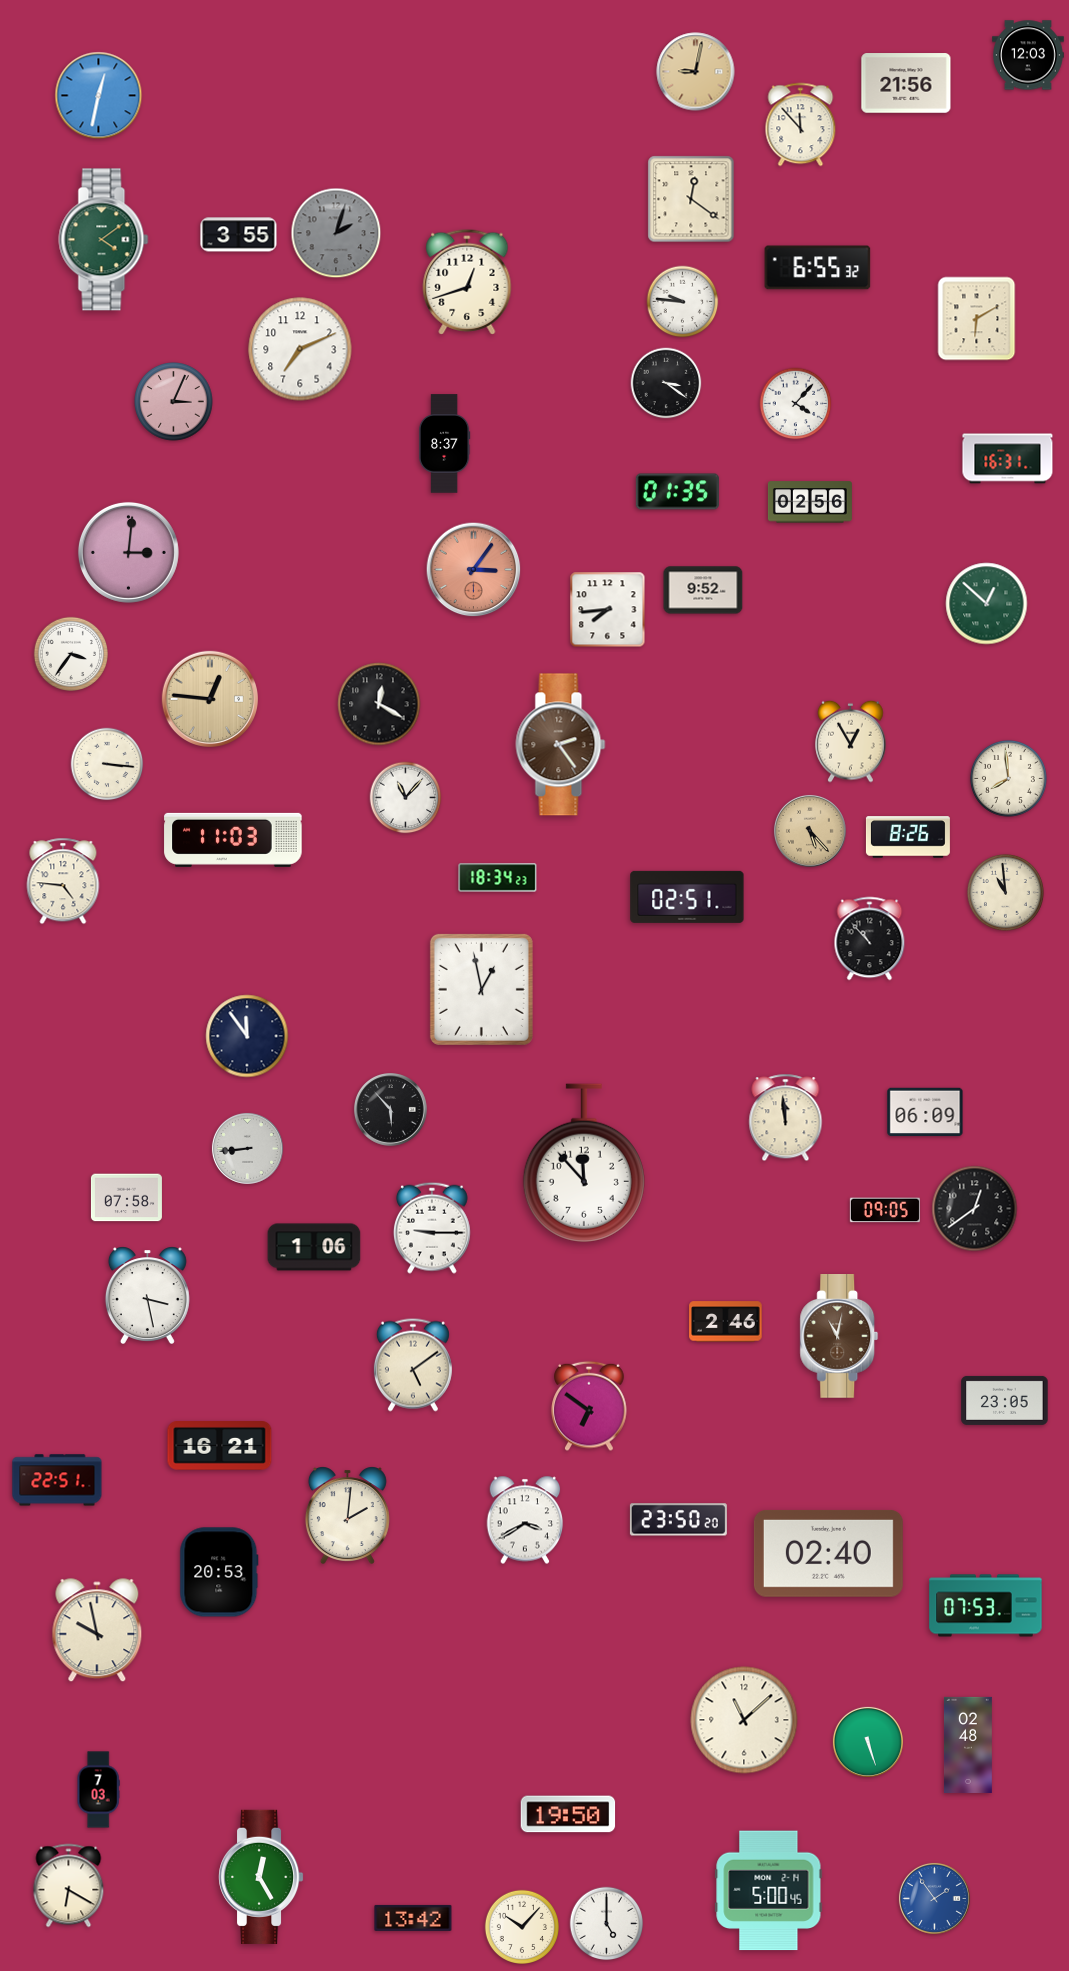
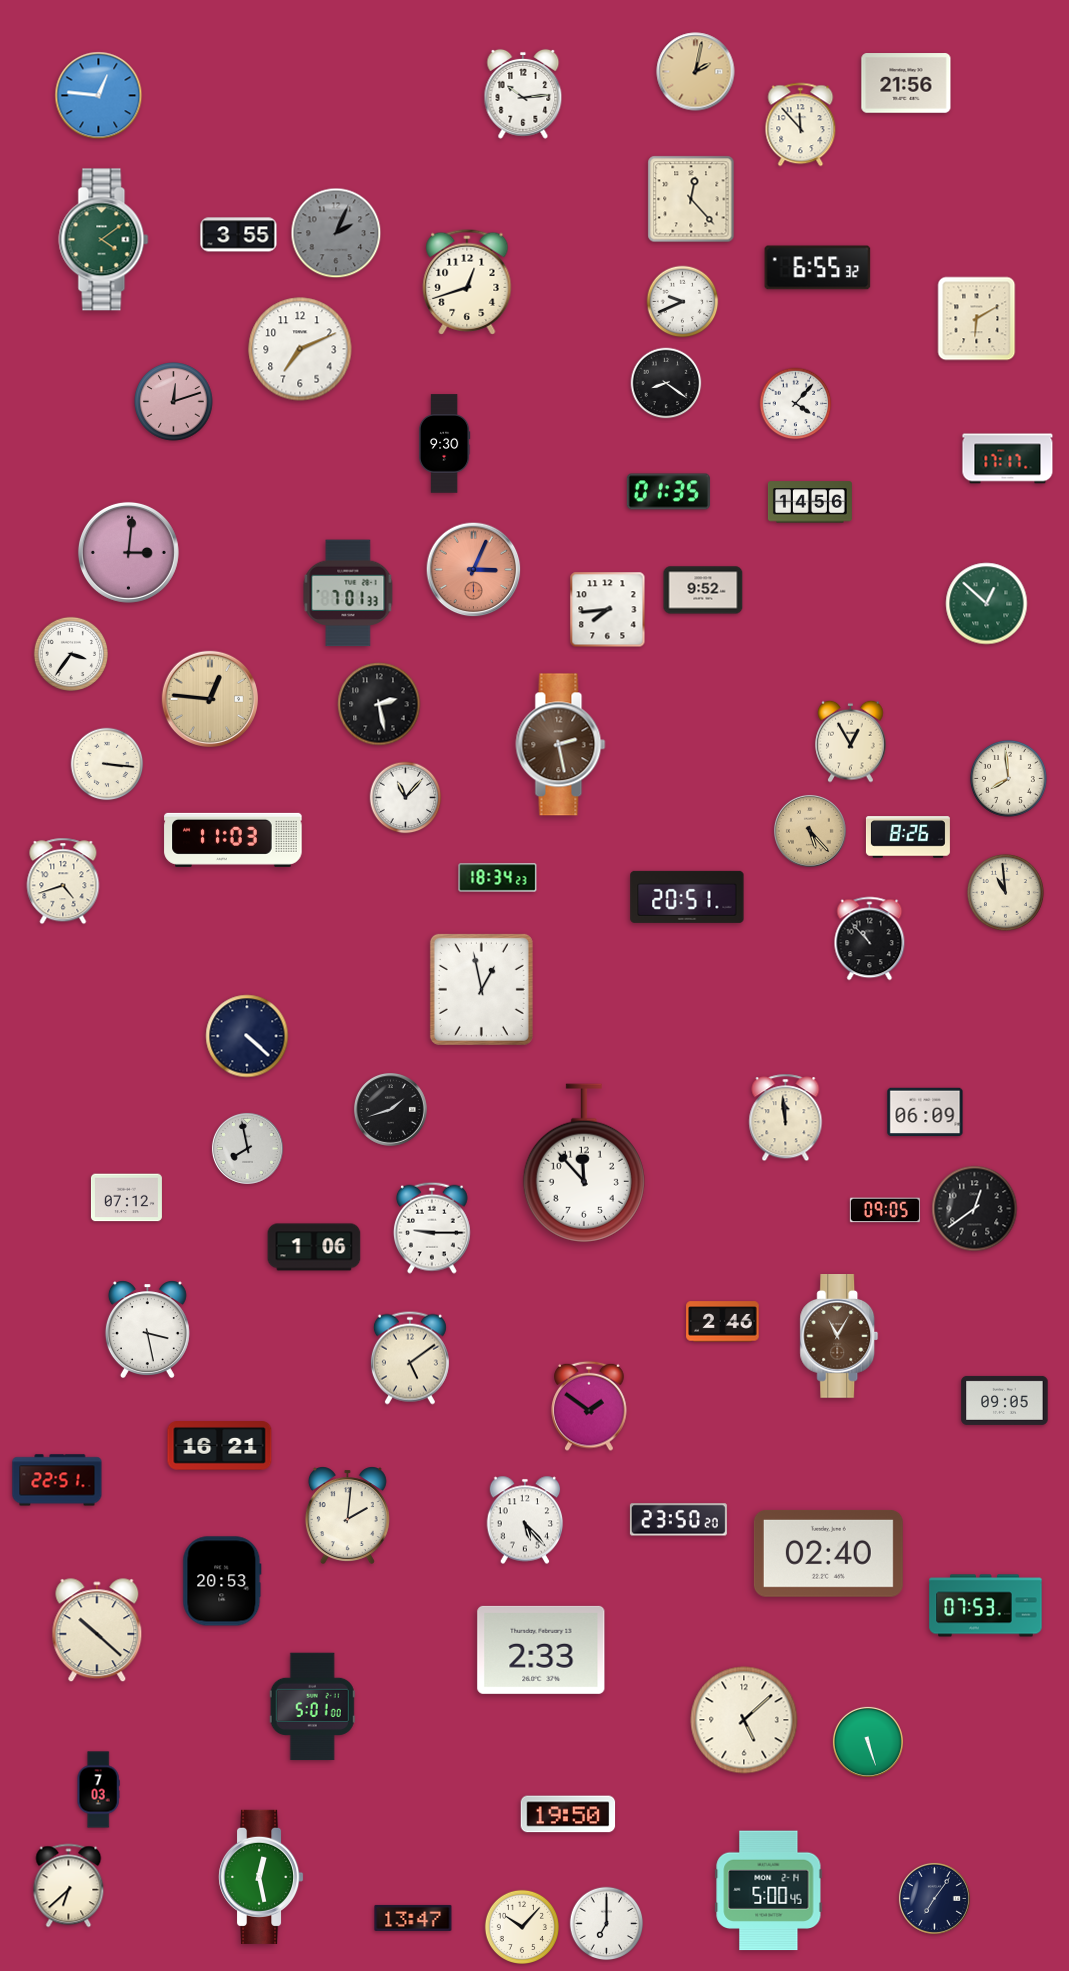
clock at (1029, 55): 12:03 -> none
clock at (696, 72): 9:02 -> 2:02
clock at (523, 94): none -> 10:14
clock at (99, 96): 12:32 -> 12:46
clock at (691, 199): 12:21 -> 12:23
clock at (336, 233): 2:03 -> 2:04
clock at (683, 302): 9:46 -> 9:41
clock at (666, 383): 3:21 -> 8:21
clock at (174, 402): 3:04 -> 12:12
clock at (444, 444): 8:37 -> 9:30
clock at (1008, 459): 16:31 -> 17:17
clock at (677, 492) position: (677, 492) -> (668, 492)
clock at (810, 502): 02:56 -> 14:56
clock at (474, 570): 3:06 -> 3:04
clock at (348, 593): none -> 7:01
clock at (379, 704): 12:20 -> 2:28
clock at (561, 745): 2:24 -> 2:28
clock at (63, 881): 4:46 -> 4:42
clock at (687, 897): 02:51 -> 20:51
clock at (247, 1036): 11:54 -> 4:22
clock at (391, 1110): 5:53 -> 1:42
clock at (247, 1148): 8:44 -> 7:58
clock at (126, 1198): 07:58 -> 07:12
clock at (147, 1295) position: (147, 1295) -> (147, 1329)
clock at (726, 1322) position: (726, 1322) -> (723, 1322)
clock at (839, 1337): 11:02 -> 11:05
clock at (413, 1365) position: (413, 1365) -> (410, 1358)
clock at (1005, 1400): 23:05 -> 09:05
clock at (589, 1406): 6:51 -> 1:51
clock at (525, 1520): 3:40 -> 5:23
clock at (219, 1572) position: (219, 1572) -> (222, 1581)
clock at (97, 1631): 9:58 -> 10:22
clock at (541, 1650): none -> 2:33
clock at (312, 1707): none -> 5:01
clock at (744, 1720): 11:08 -> 5:08
clock at (968, 1745): 02:48 -> none
clock at (262, 1877): 12:25 -> 12:28
clock at (69, 1886): 6:20 -> 6:38
clock at (934, 1898): 1:54 -> 7:06
clock at (934, 1898) dial: blue -> navy
clock at (413, 1918): 13:42 -> 13:47
clock at (607, 1924): 5:00 -> 7:00
